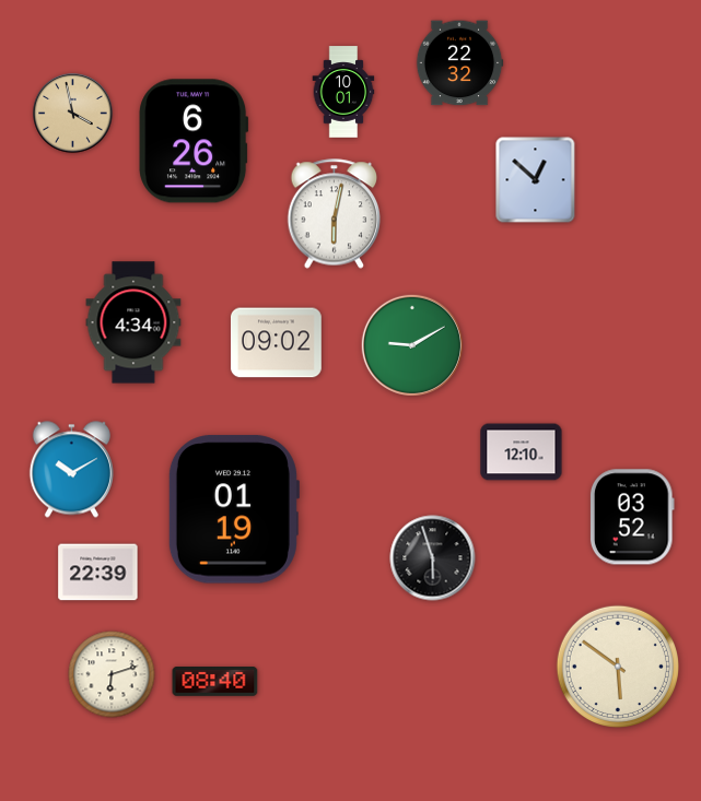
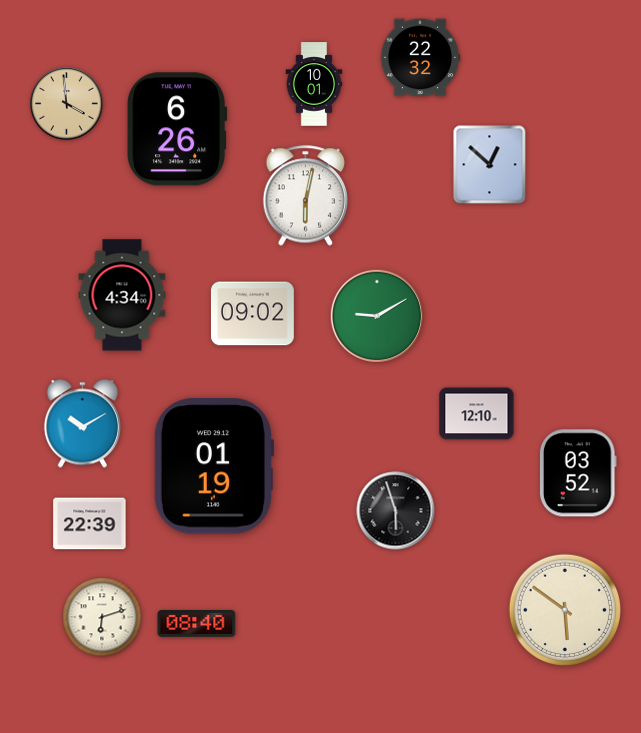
clock at (73, 114): 3:58 -> 3:59
clock at (71, 470) position: (71, 470) -> (82, 424)
